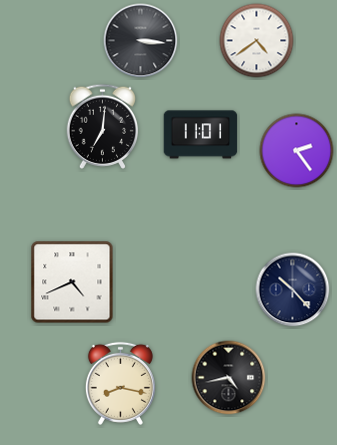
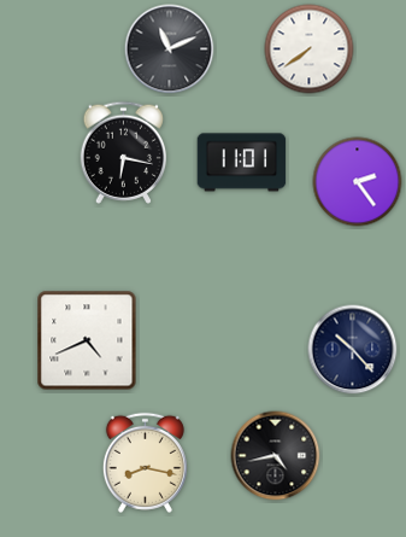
clock at (141, 41): 3:16 -> 11:11
clock at (257, 41): 4:39 -> 7:39
clock at (103, 126): 7:01 -> 6:17
